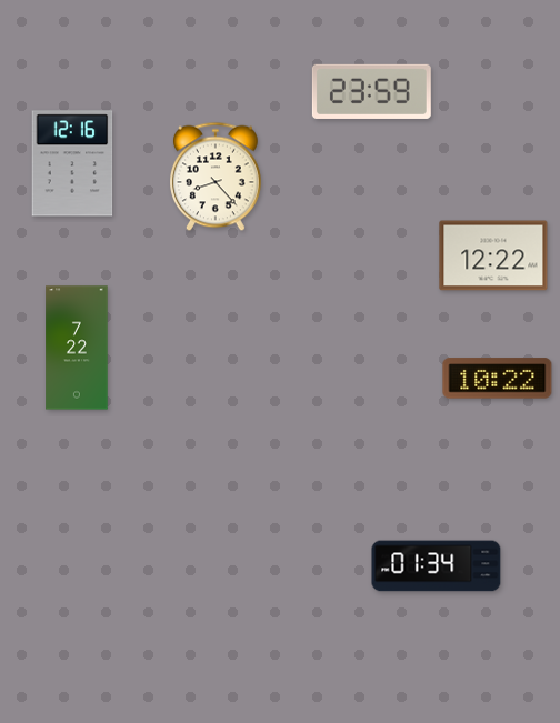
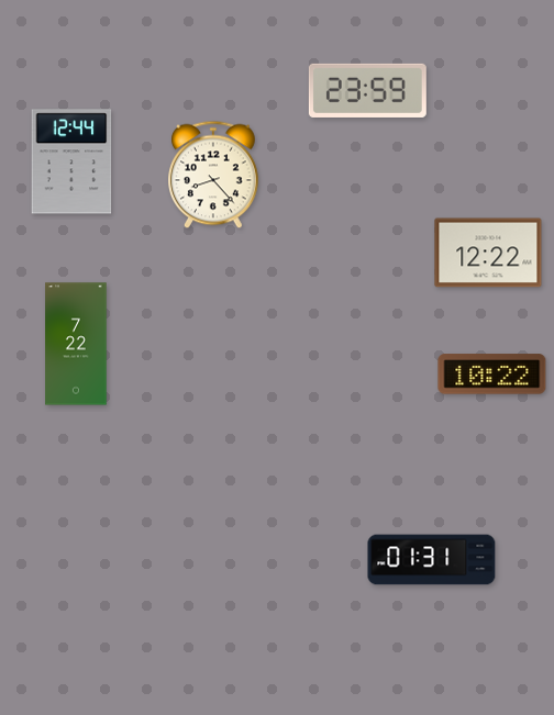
clock at (72, 163): 12:16 -> 12:44
clock at (437, 566): 01:34 -> 01:31
